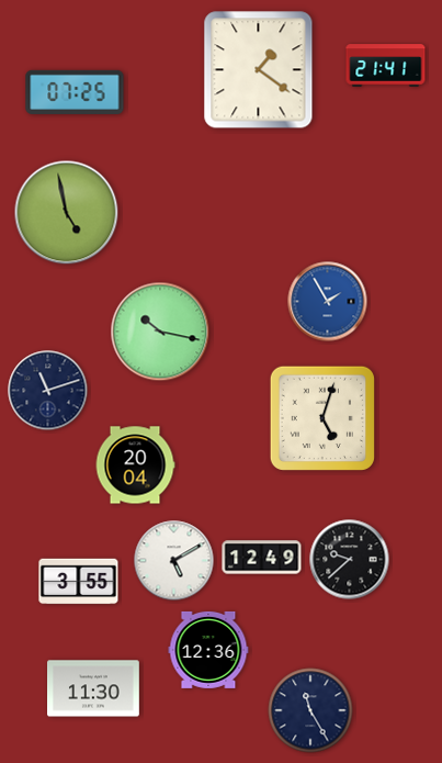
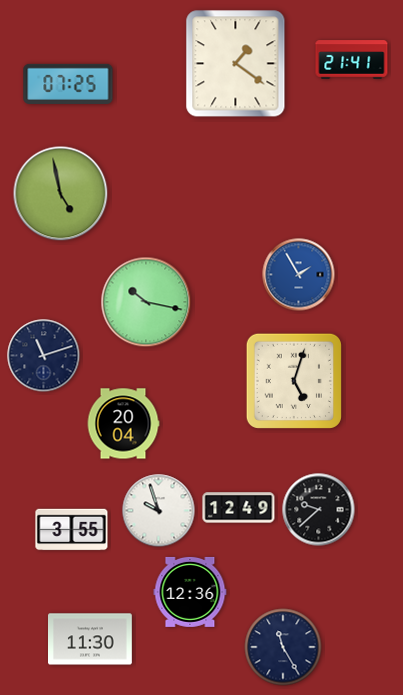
clock at (174, 561): 5:10 -> 9:57
clock at (94, 688) position: (94, 688) -> (91, 639)
